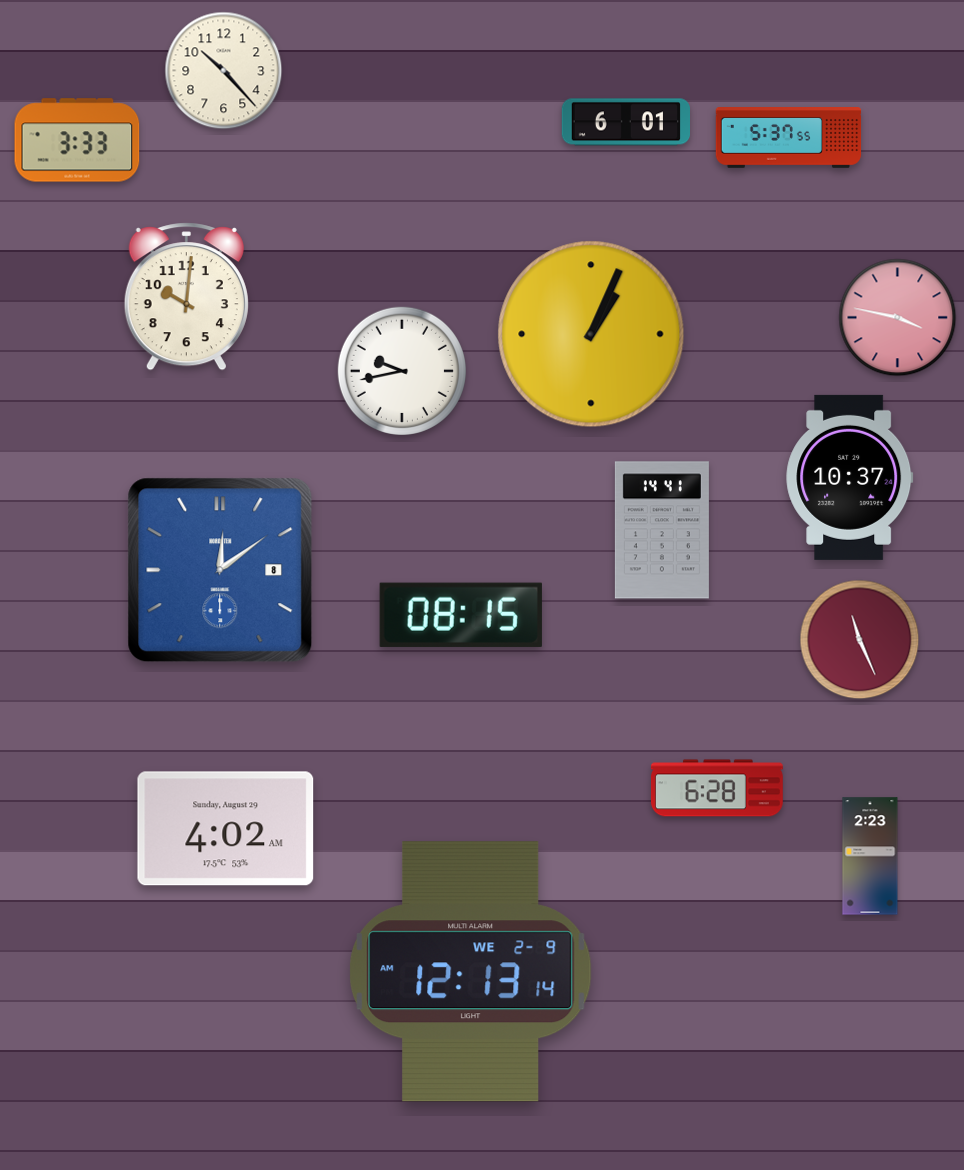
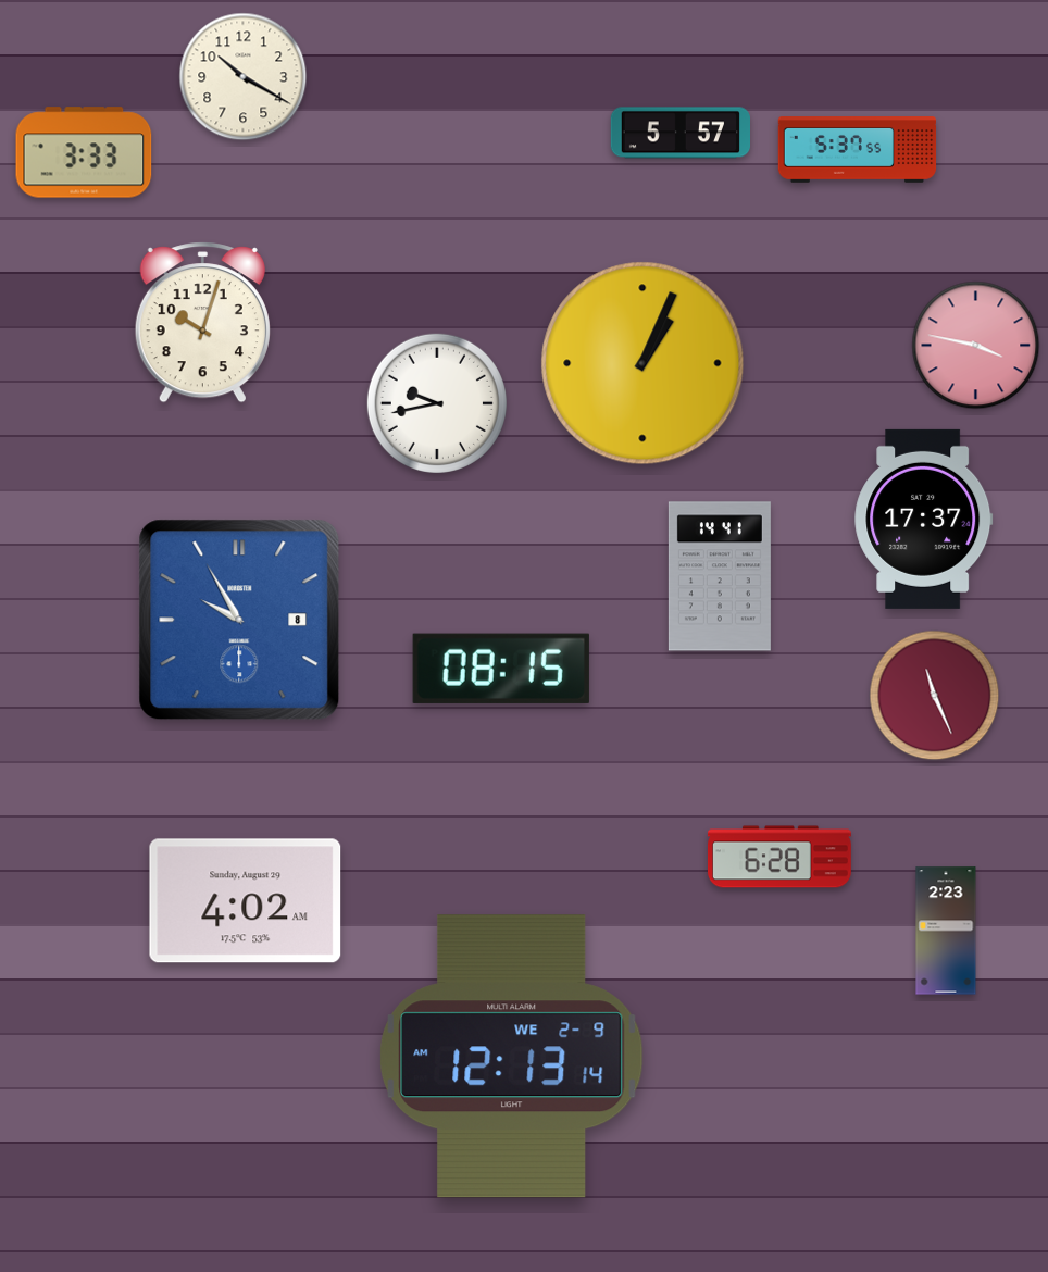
clock at (224, 71): 10:23 -> 10:20
clock at (625, 122): 6:01 -> 5:57
clock at (186, 297): 10:01 -> 10:03
clock at (850, 477): 10:37 -> 17:37
clock at (220, 570): 12:09 -> 9:55
